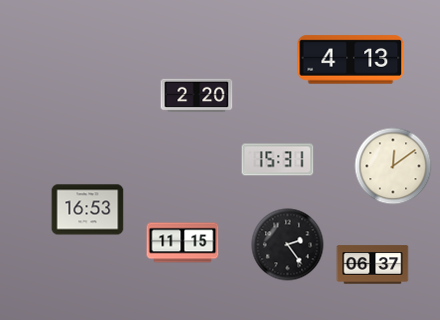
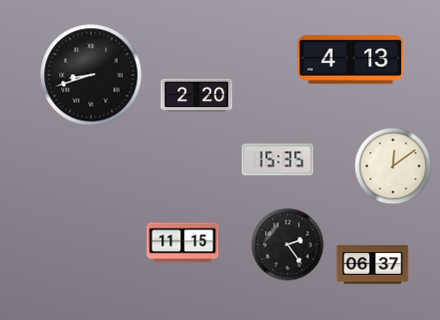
clock at (91, 75): none -> 8:42
clock at (278, 160): 15:31 -> 15:35
clock at (88, 210): 16:53 -> none
